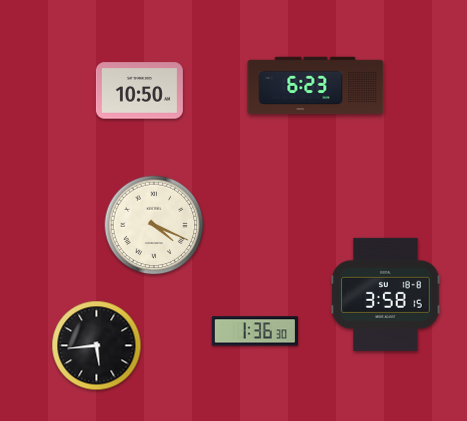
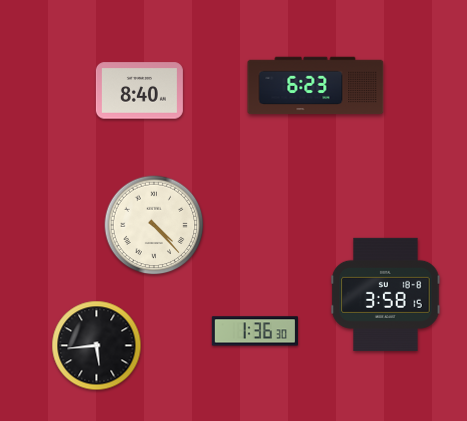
clock at (139, 91): 10:50 -> 8:40
clock at (154, 225): 4:19 -> 4:23
